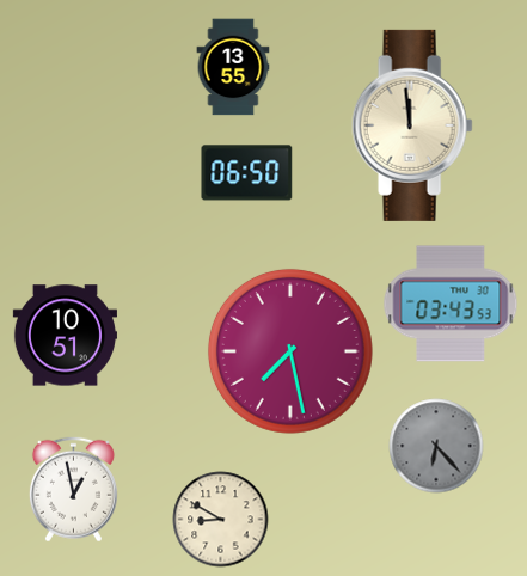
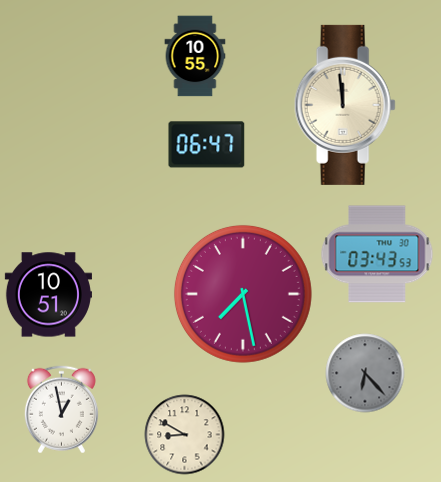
clock at (233, 67): 13:55 -> 10:55
clock at (247, 173): 06:50 -> 06:47
clock at (65, 336) position: (65, 336) -> (48, 295)
